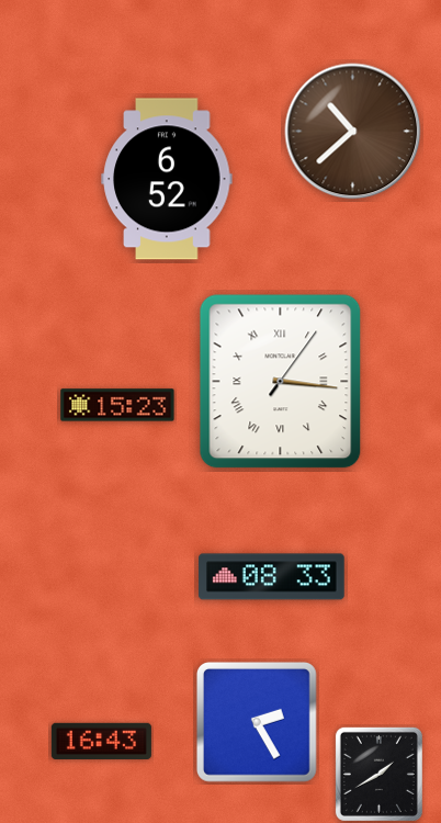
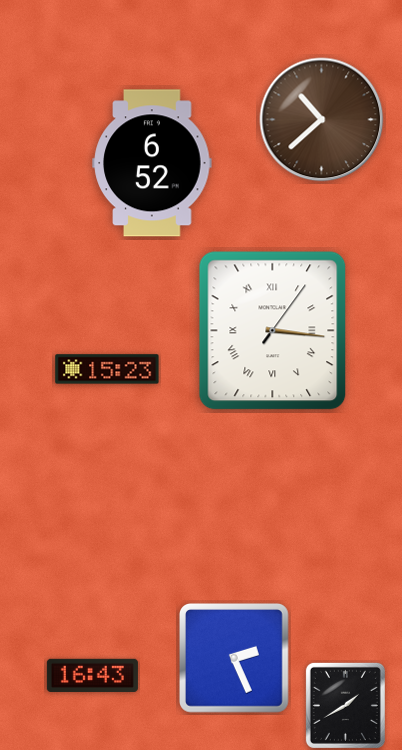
clock at (281, 382) position: (281, 382) -> (273, 331)
clock at (272, 577): 08:33 -> none
clock at (257, 722): 2:25 -> 2:26
